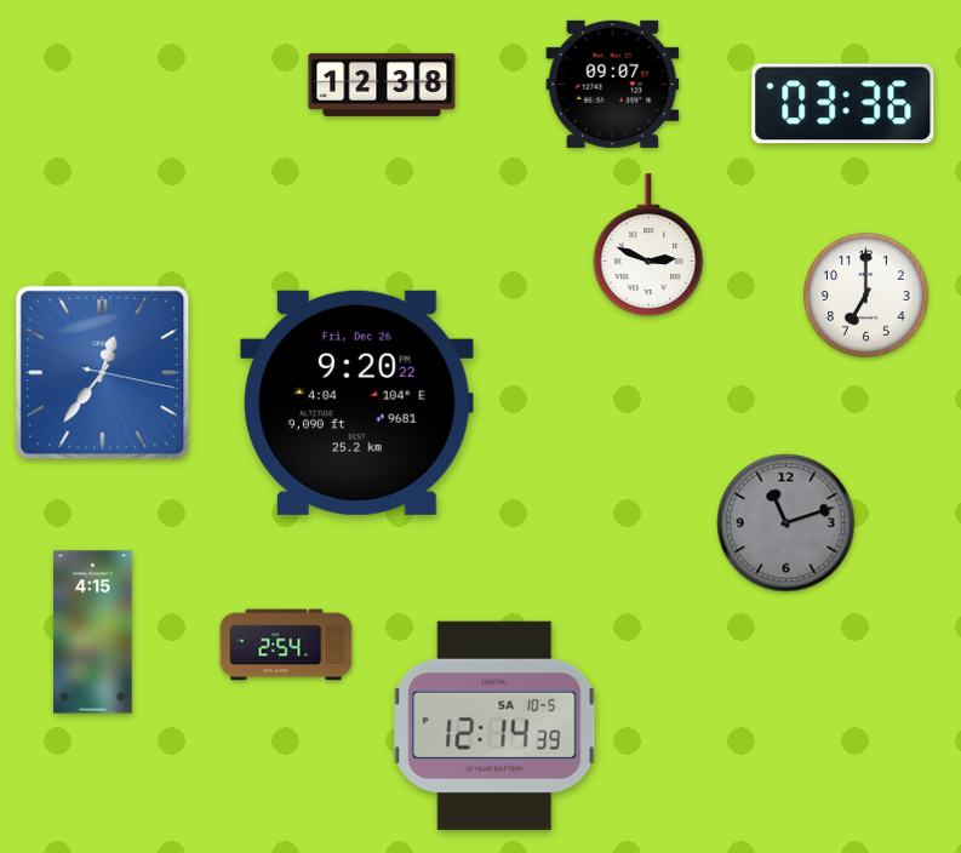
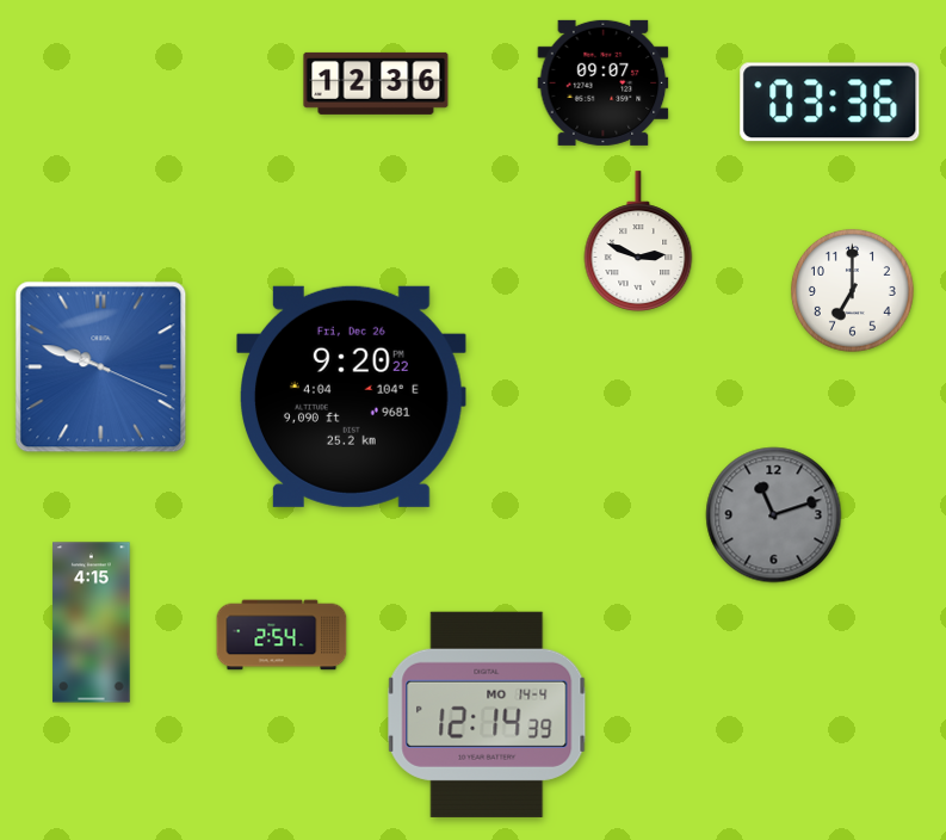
clock at (382, 85): 12:38 -> 12:36
clock at (103, 373): 12:36 -> 9:48
clock at (494, 726) date: SA 10-5 -> MO 14-4
